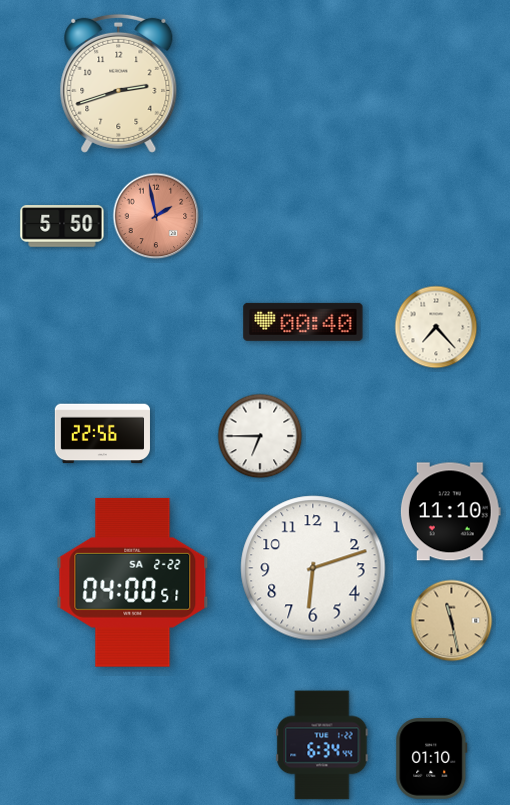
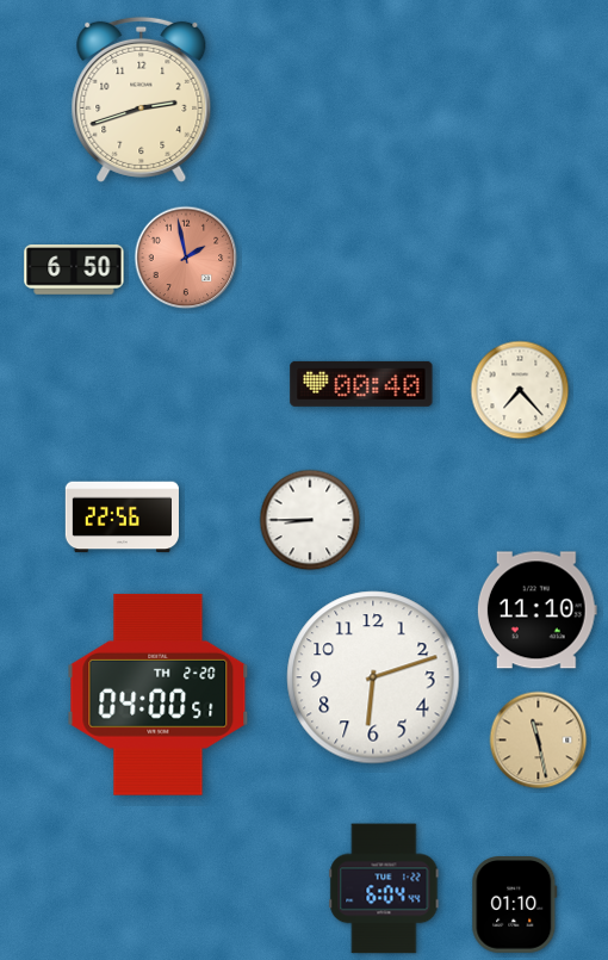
clock at (62, 226): 5:50 -> 6:50
clock at (260, 436): 6:45 -> 8:45
clock at (133, 582) date: SA 2-22 -> TH 2-20
clock at (322, 745): 6:34 -> 6:04
